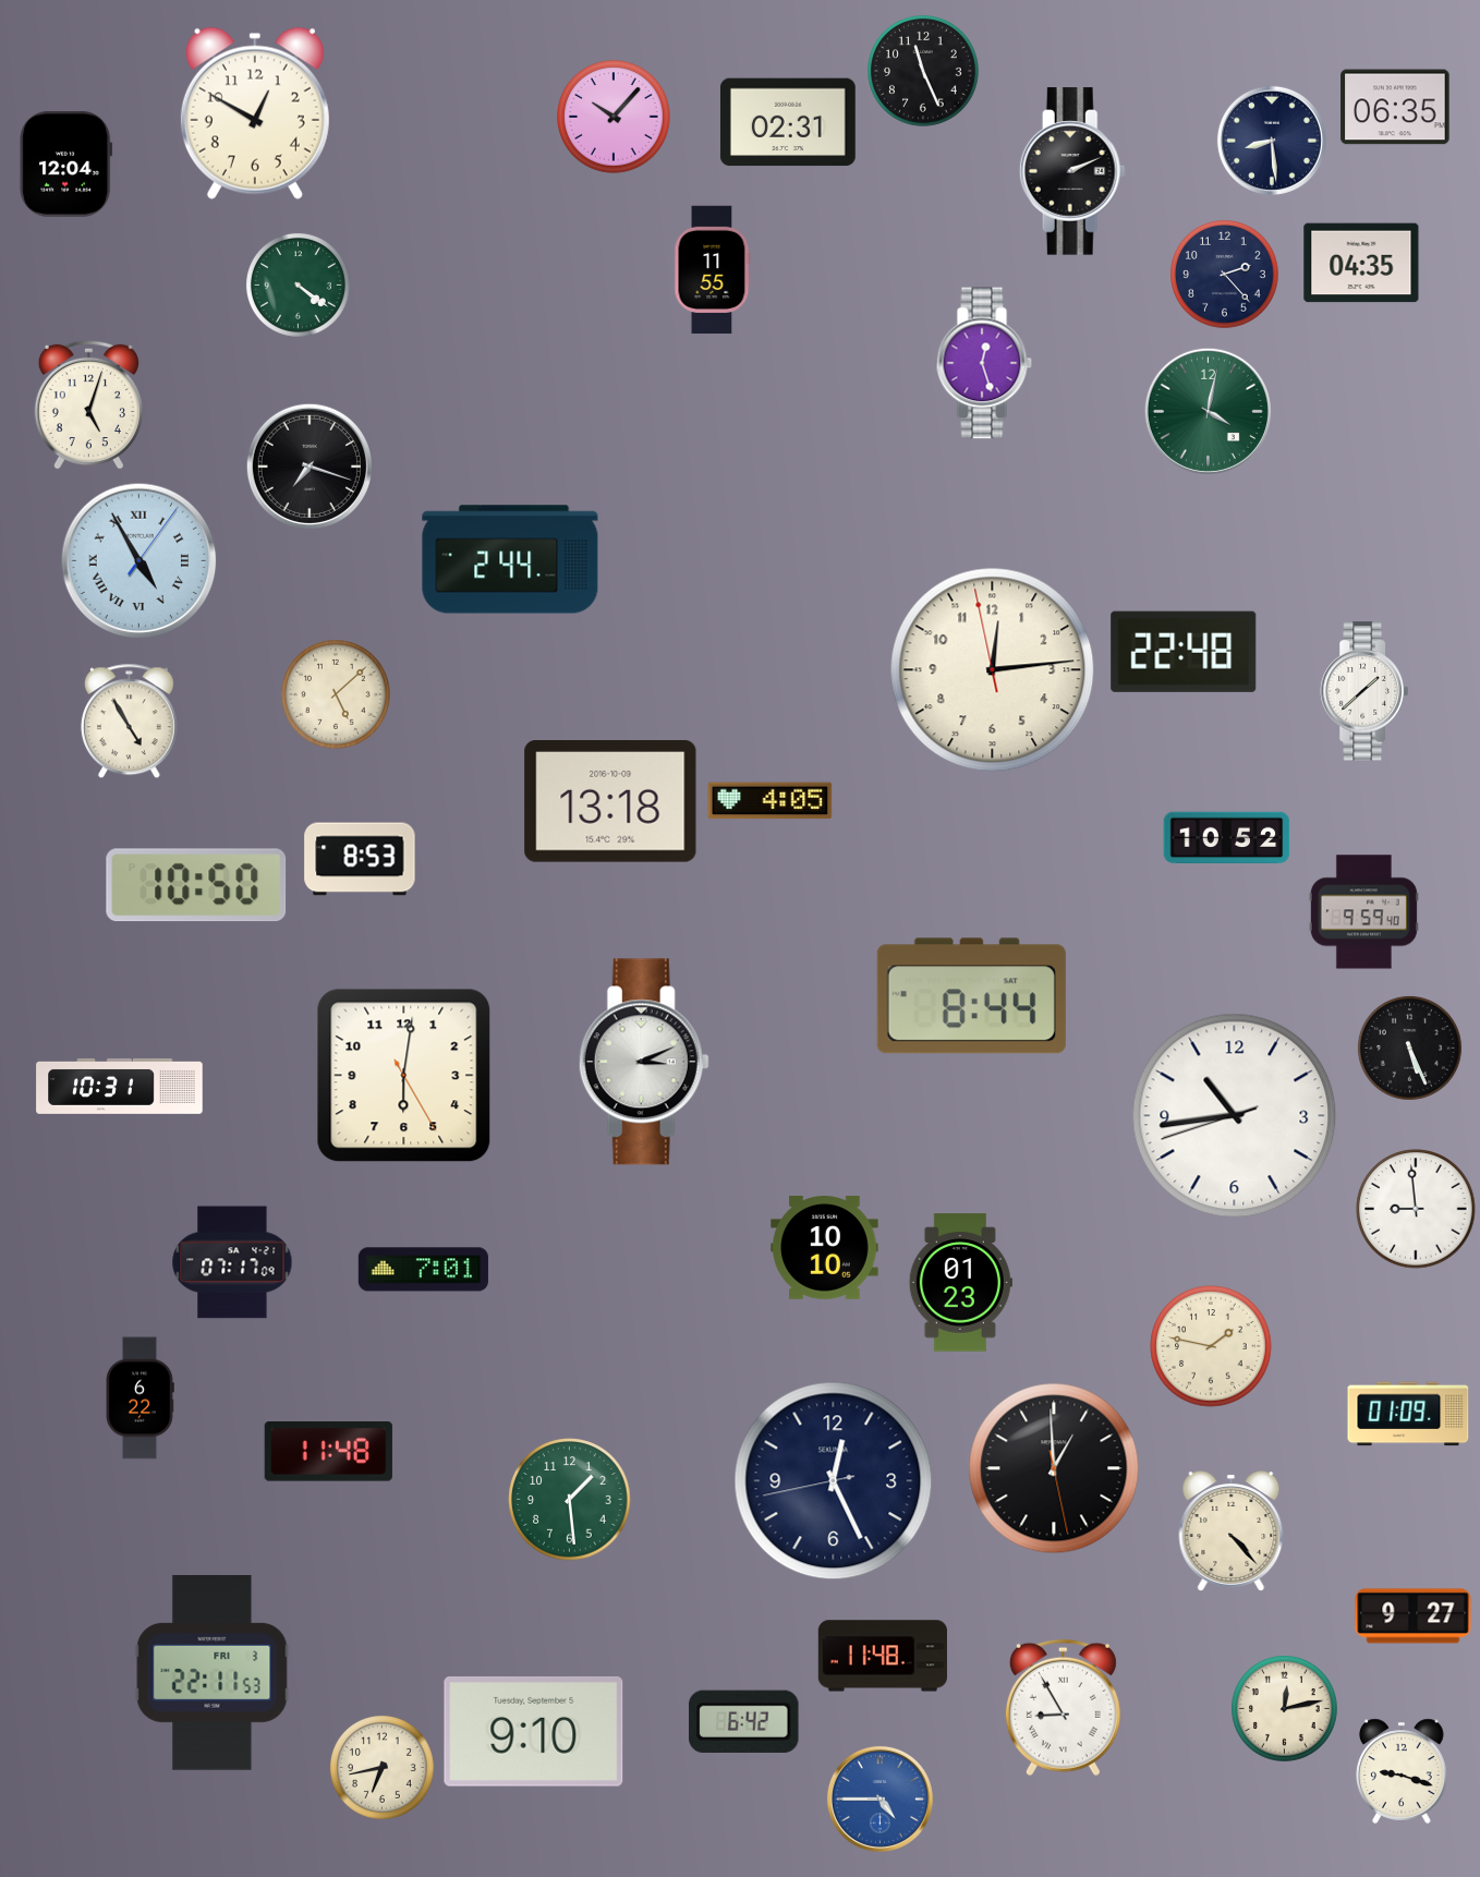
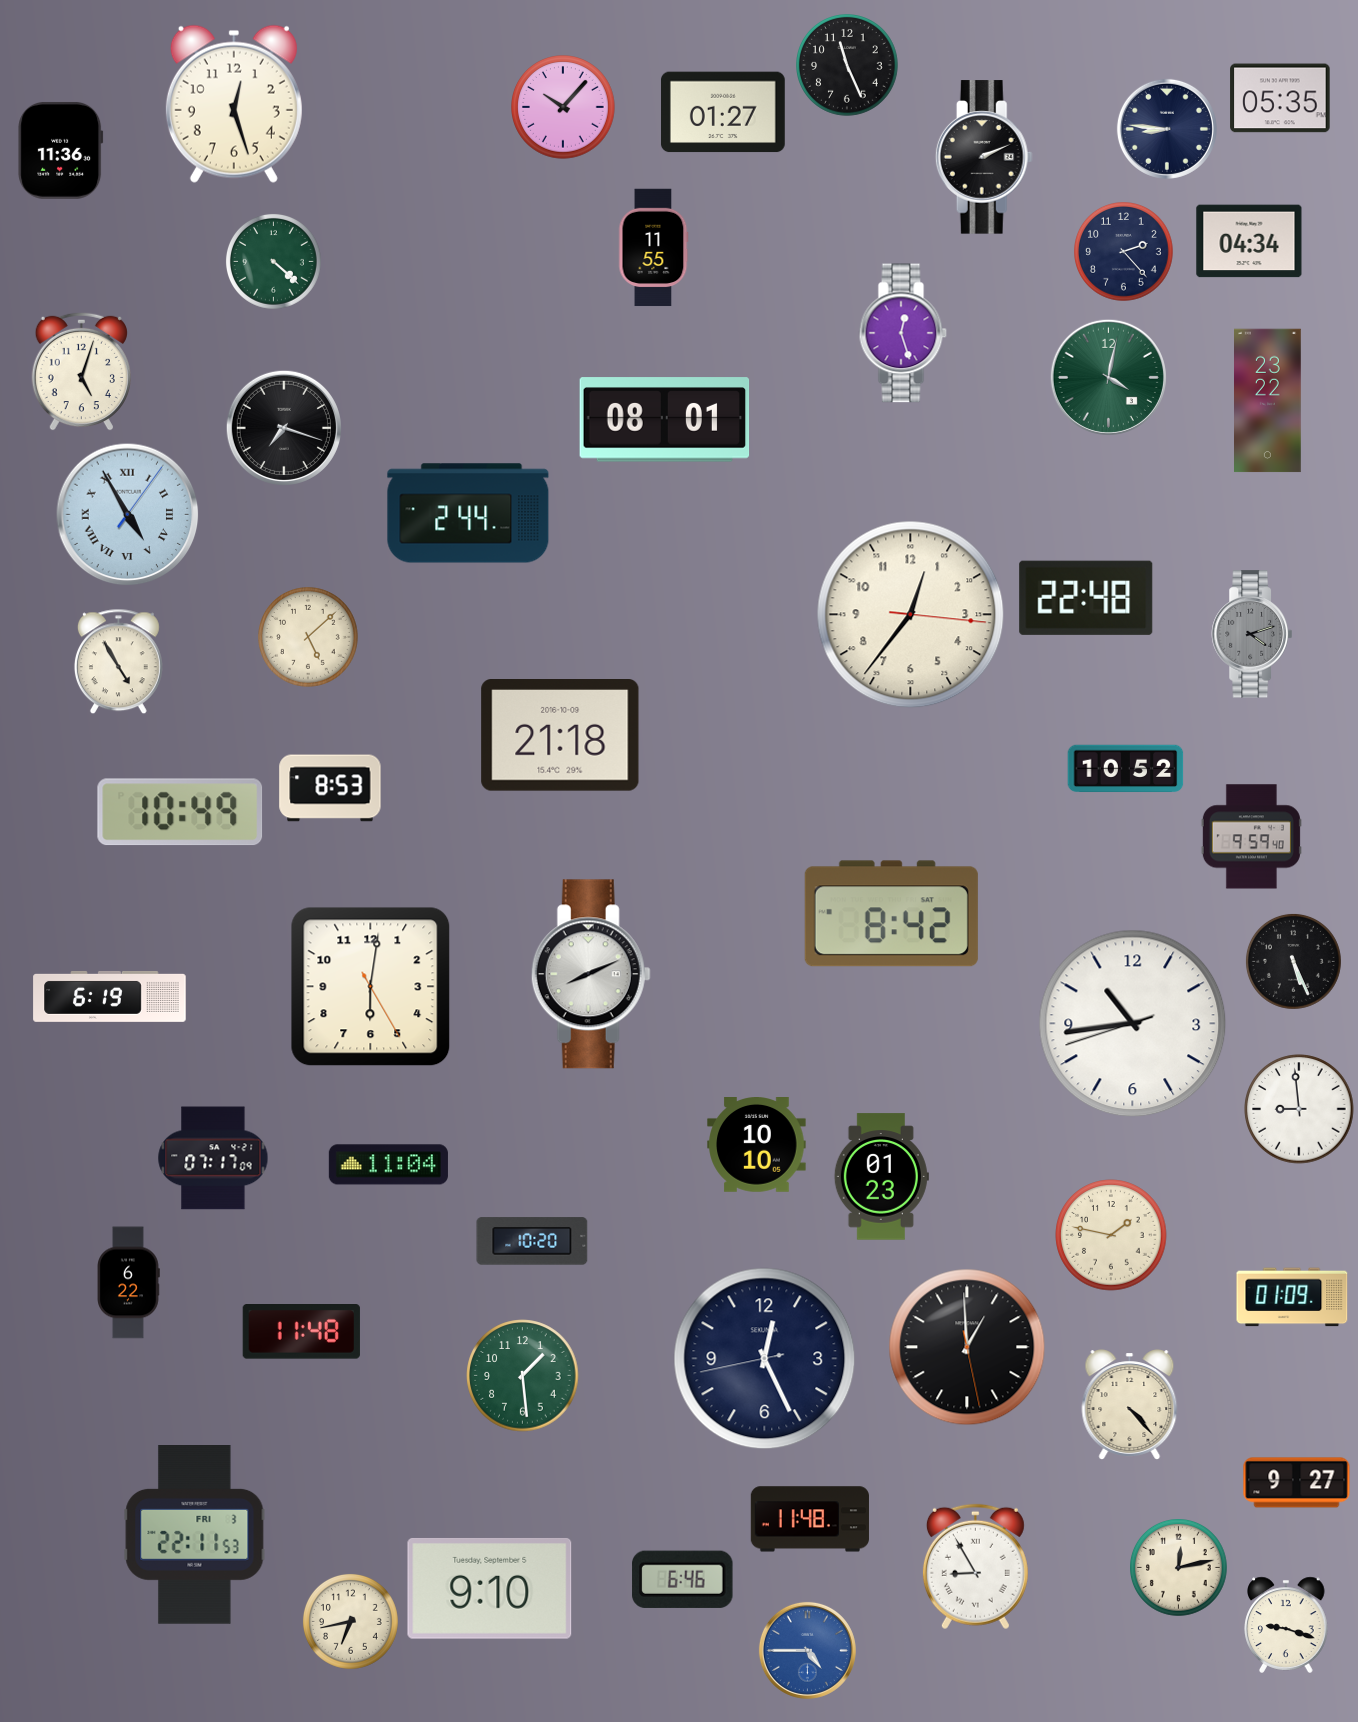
clock at (1395, 107): 06:35 -> 05:35
clock at (255, 113): 12:50 -> 12:27
clock at (788, 122): 02:31 -> 01:27
clock at (1272, 141): 8:29 -> 8:46
clock at (66, 164): 12:04 -> 11:36
clock at (1361, 263): 04:35 -> 04:34
clock at (298, 284): 4:21 -> 4:22
clock at (1268, 401): none -> 23:22
clock at (665, 420): none -> 08:01
clock at (993, 670): 12:13 -> 12:36
clock at (1364, 691): 1:38 -> 4:12
clock at (1364, 691) dial: white -> grey
clock at (771, 801): 4:05 -> none
clock at (610, 802): 13:18 -> 21:18
clock at (196, 885): 10:50 -> 10:49
clock at (971, 996): 8:44 -> 8:42
clock at (644, 1062): 3:11 -> 8:11
clock at (120, 1086): 10:31 -> 6:19
clock at (423, 1270): 7:01 -> 11:04
clock at (532, 1241): none -> 10:20
clock at (744, 1721): 6:42 -> 6:46
